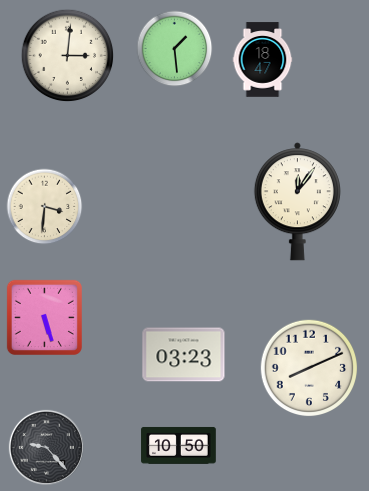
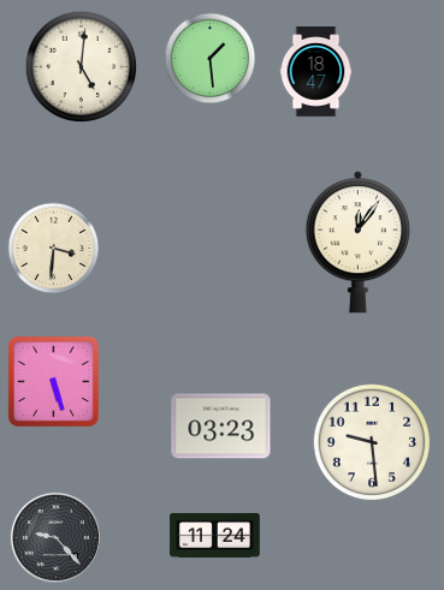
clock at (68, 56): 3:01 -> 5:01
clock at (309, 368): 8:11 -> 9:29
clock at (179, 445): 10:50 -> 11:24
